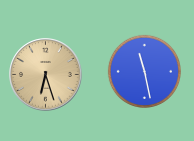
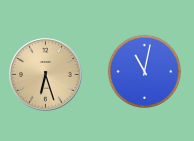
clock at (144, 71): 11:28 -> 11:02
